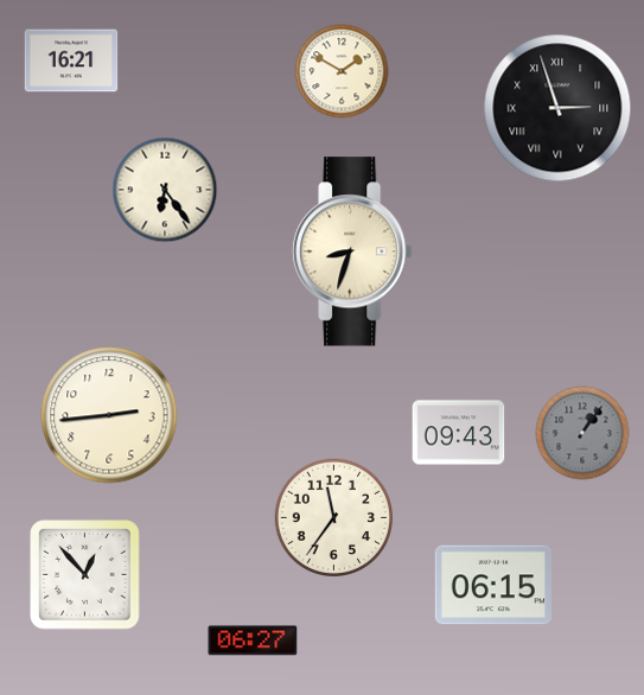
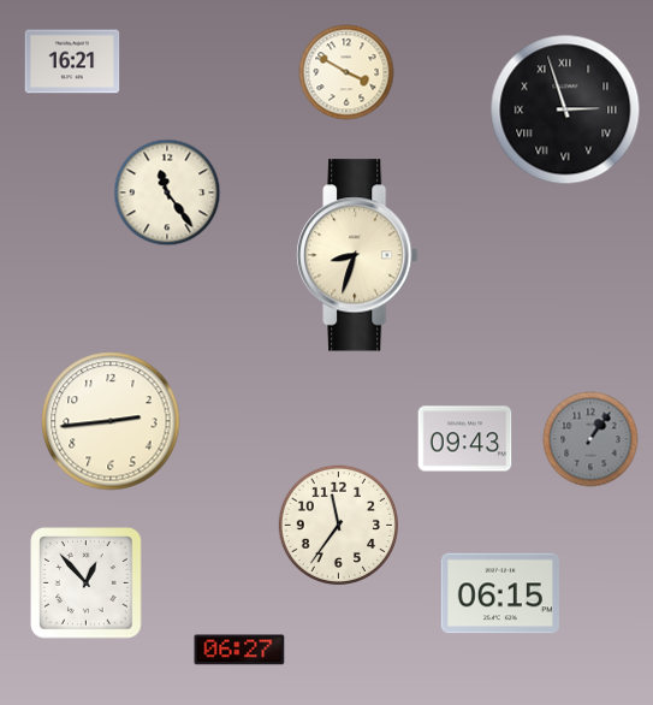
clock at (342, 71): 1:50 -> 3:50
clock at (165, 190): 6:24 -> 11:24
clock at (253, 640) position: (253, 640) -> (239, 650)
